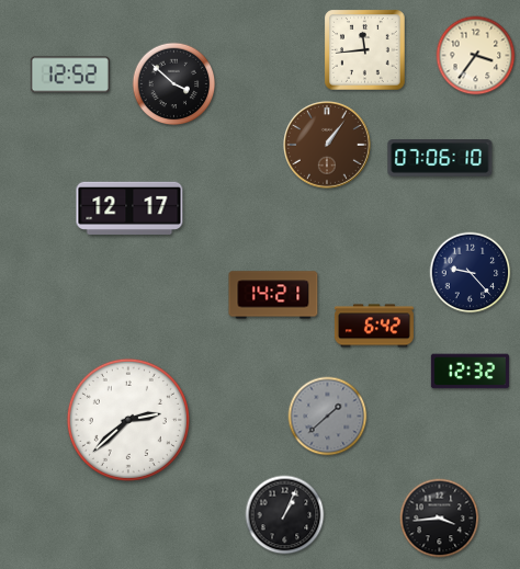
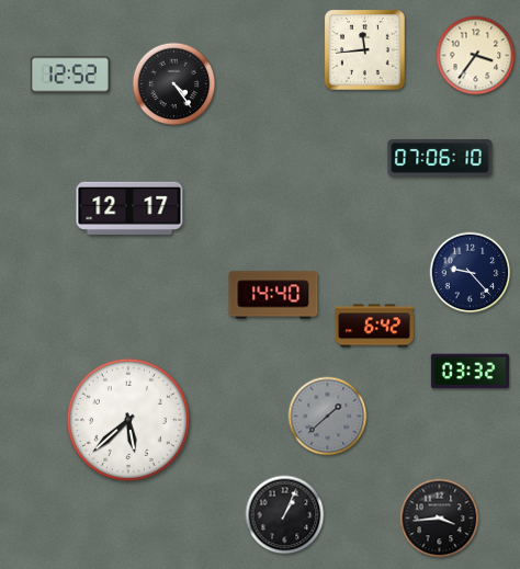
clock at (174, 84): 3:52 -> 4:24
clock at (328, 146): 1:06 -> none
clock at (273, 295): 14:21 -> 14:40
clock at (470, 372): 12:32 -> 03:32
clock at (128, 420): 2:38 -> 5:38
